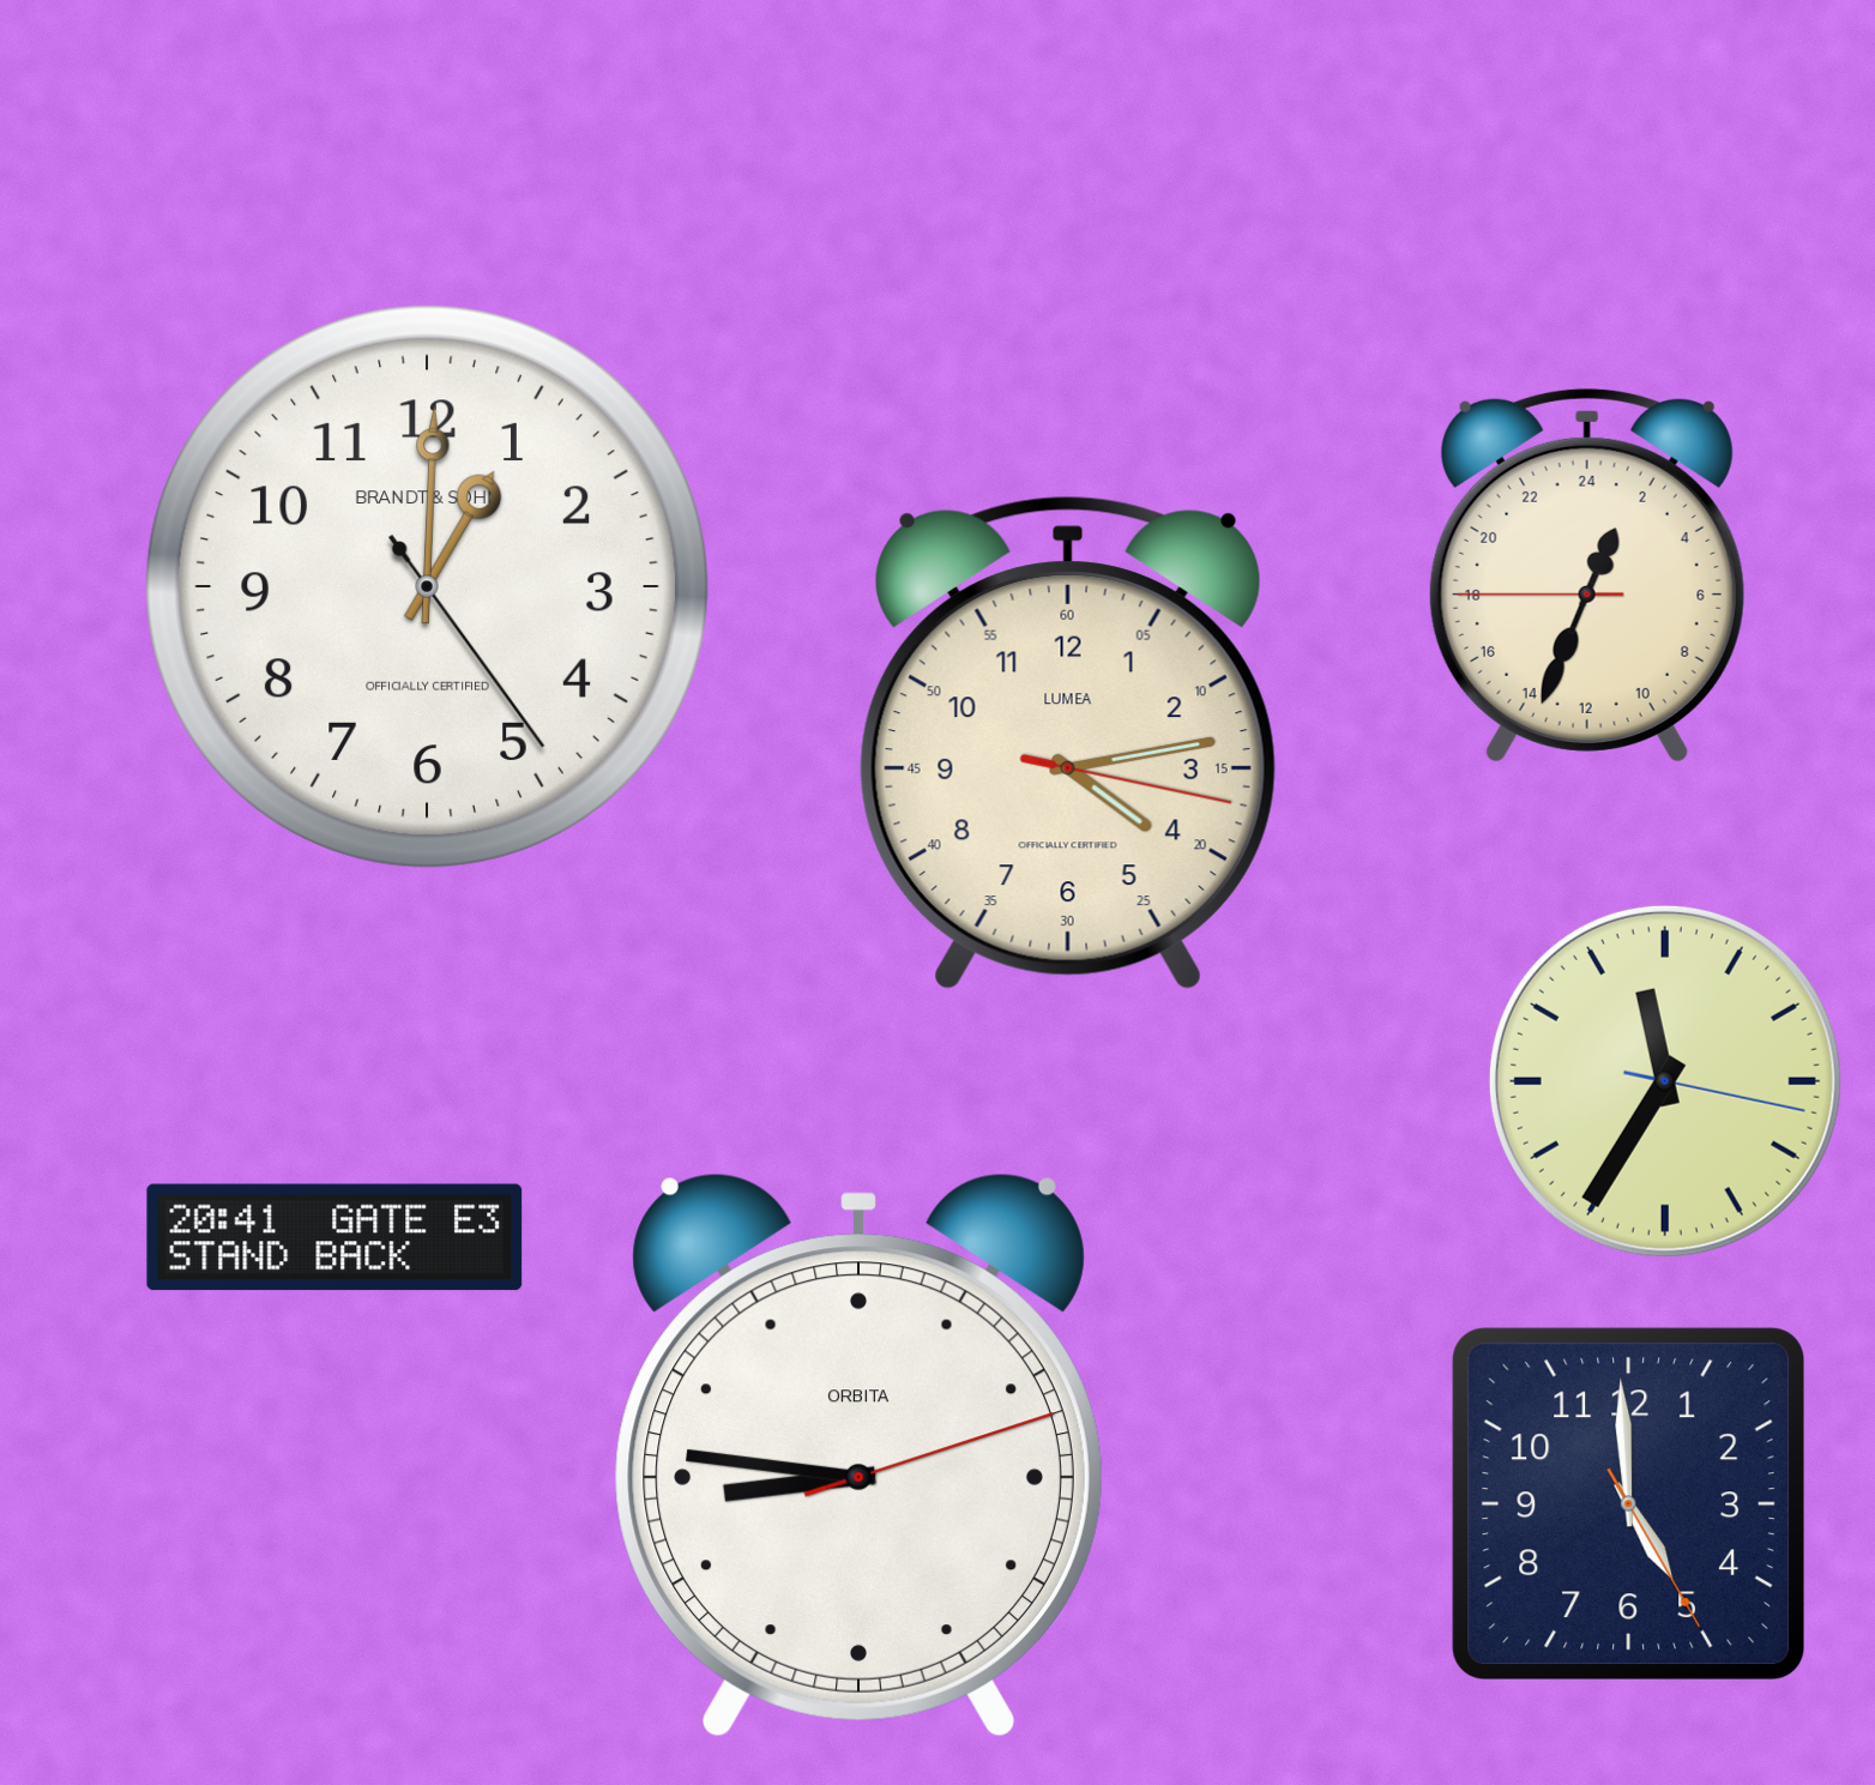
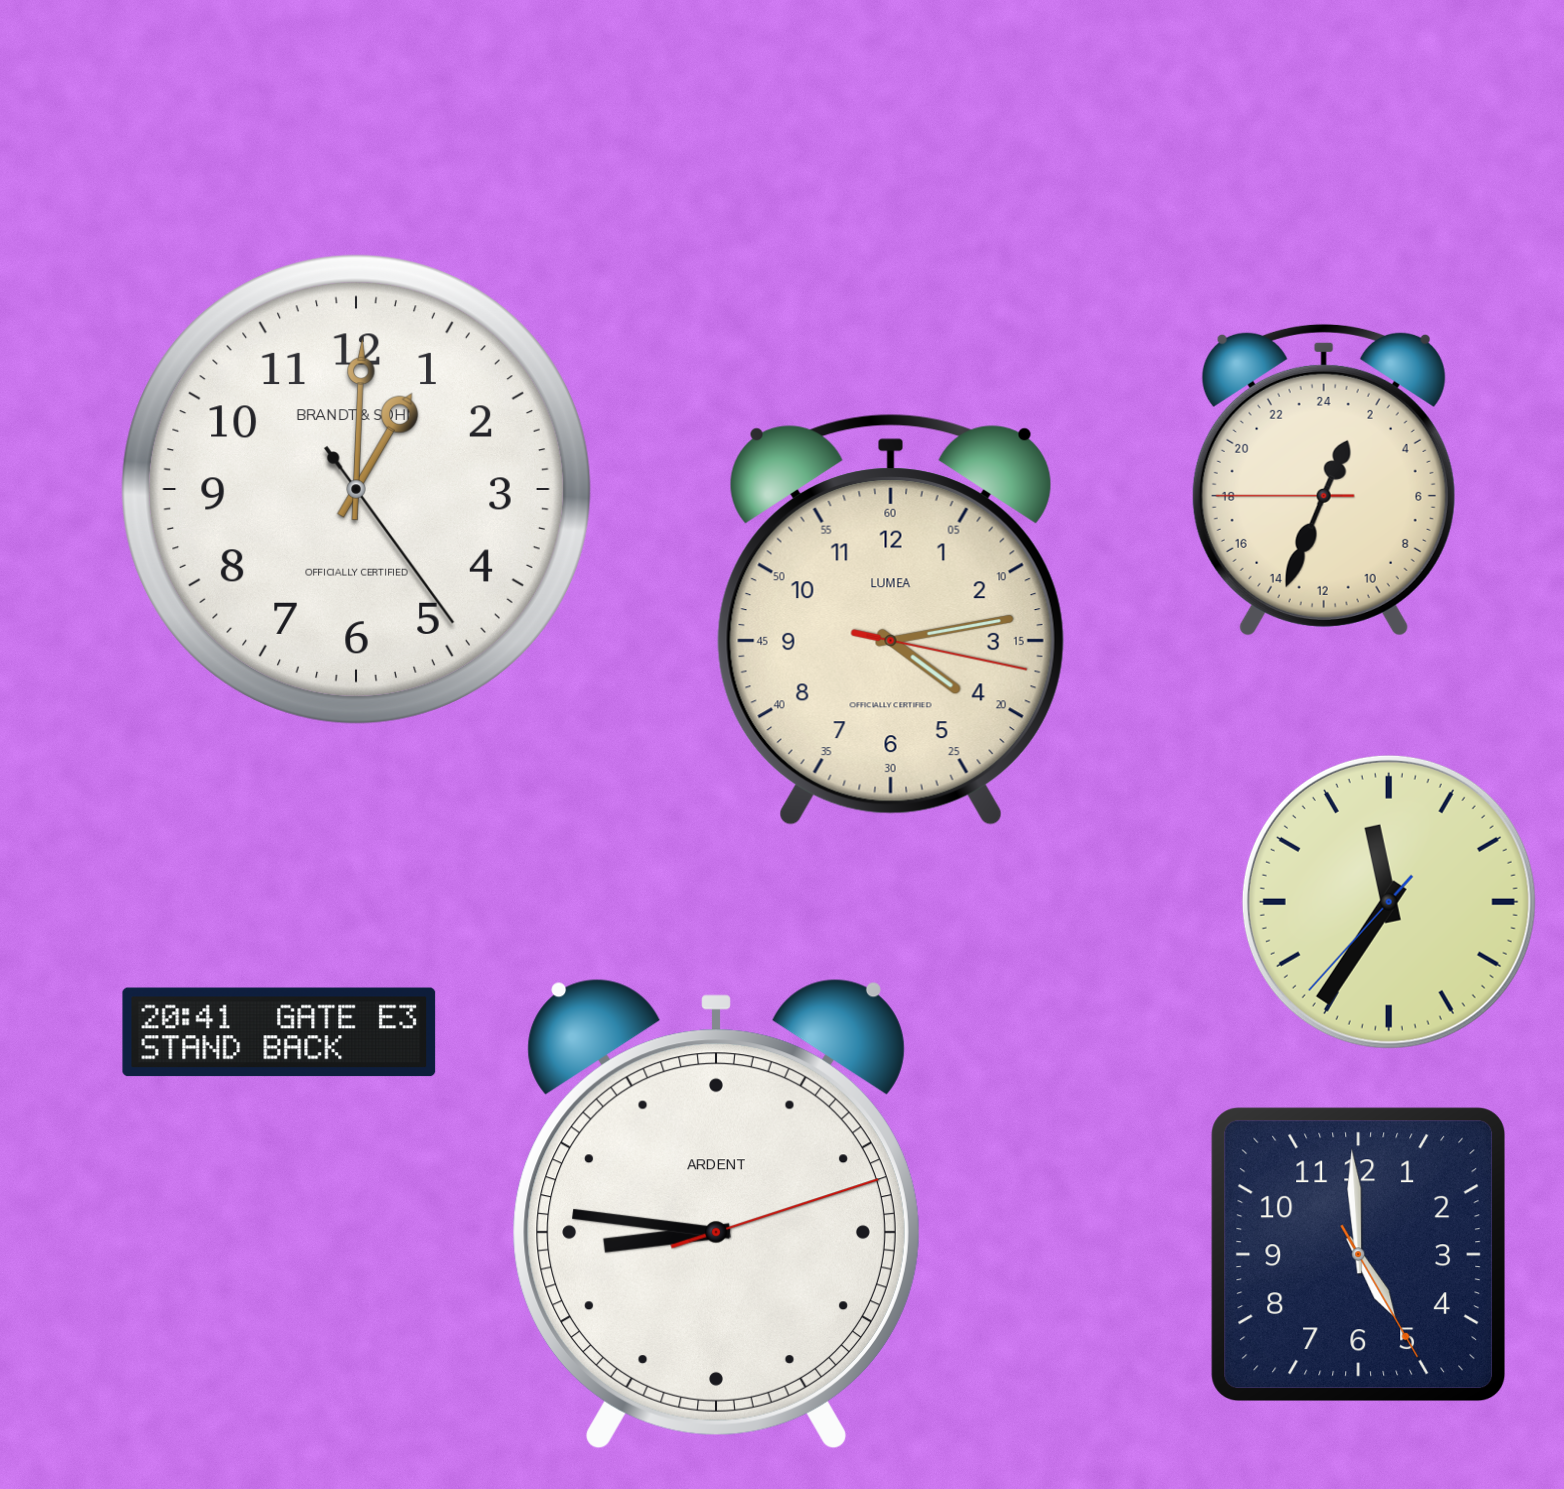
clock at (1665, 1081): 11:35:17 -> 11:35:37
clock at (858, 1455) brand: ORBITA -> ARDENT
